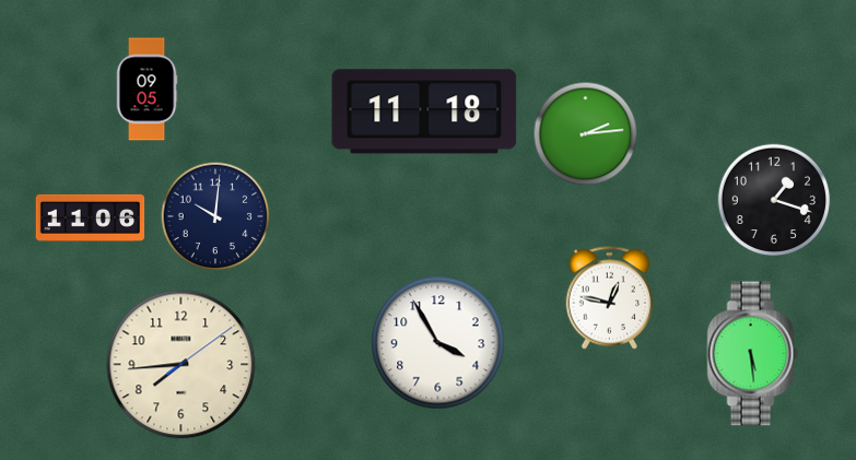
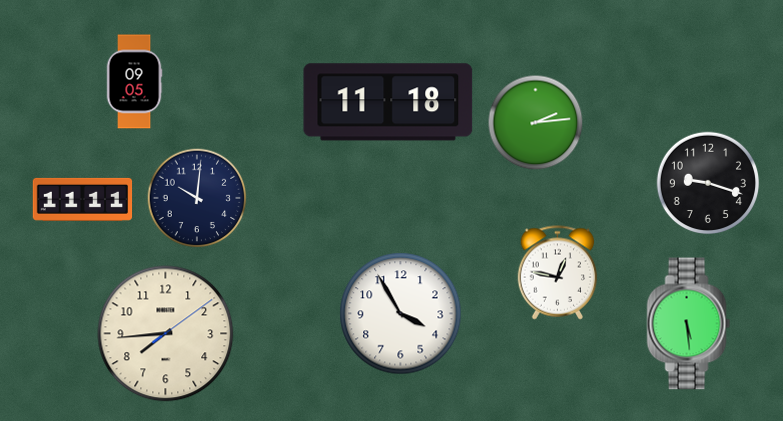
clock at (774, 200): 1:18 -> 9:18
clock at (91, 217): 11:06 -> 11:11
